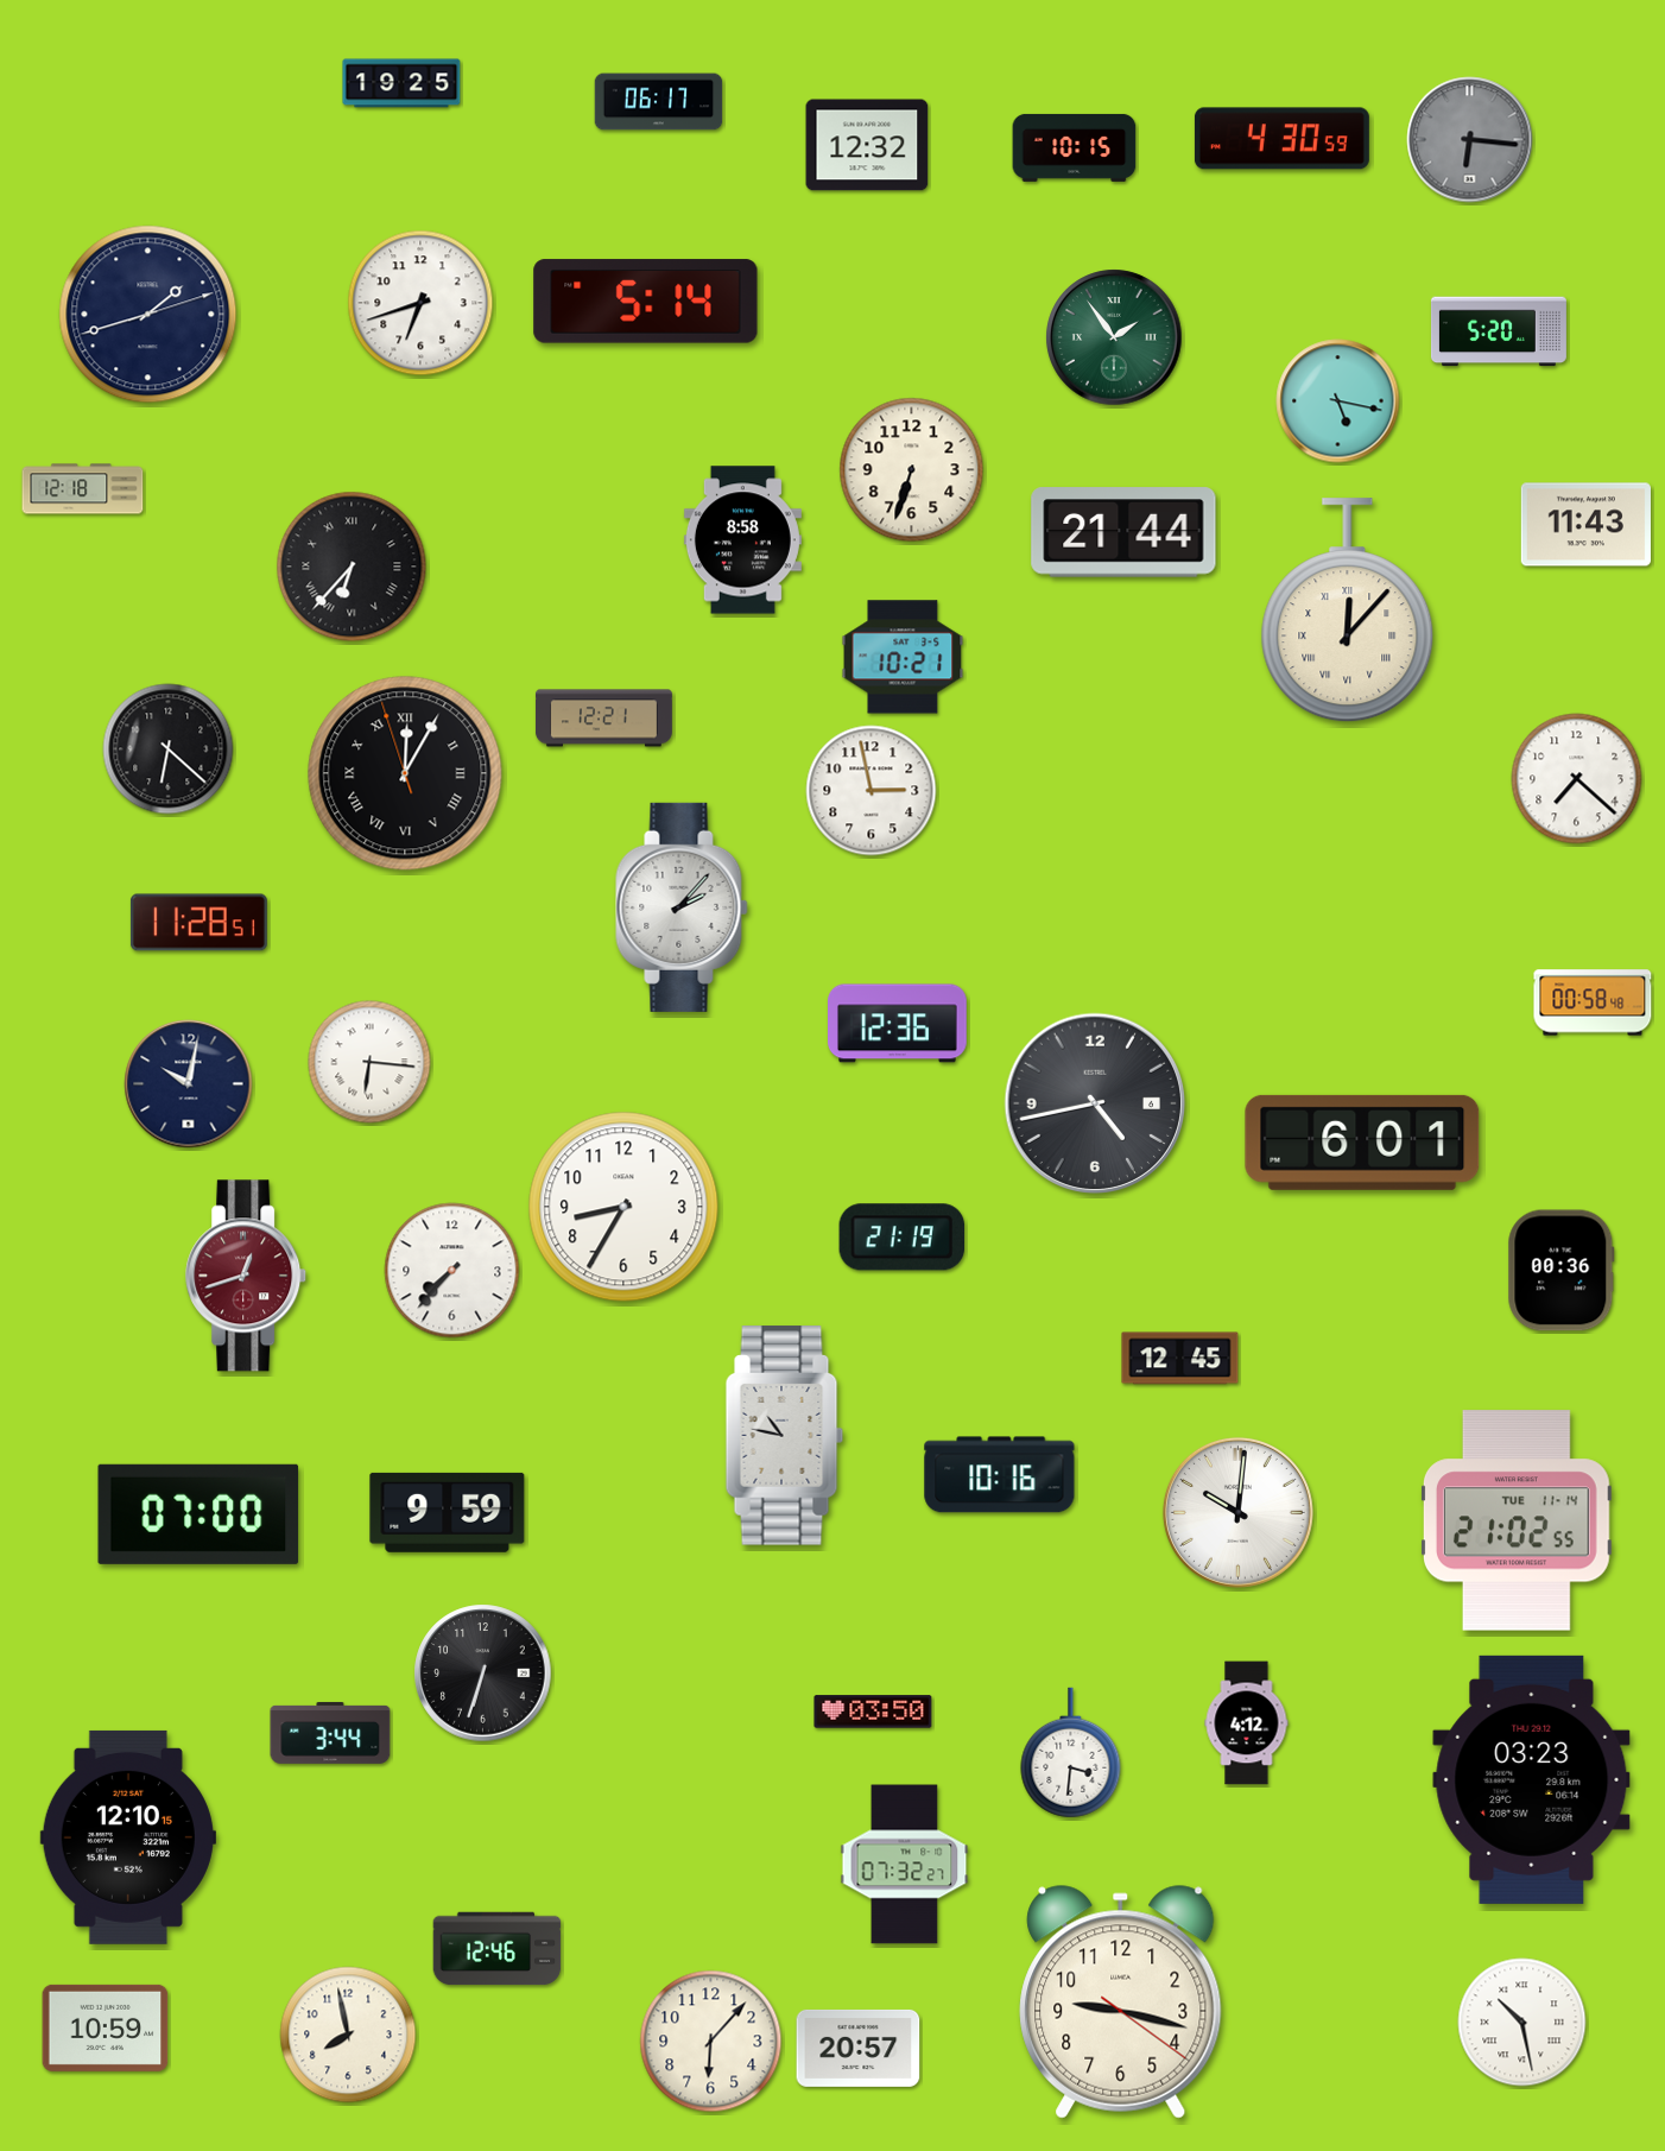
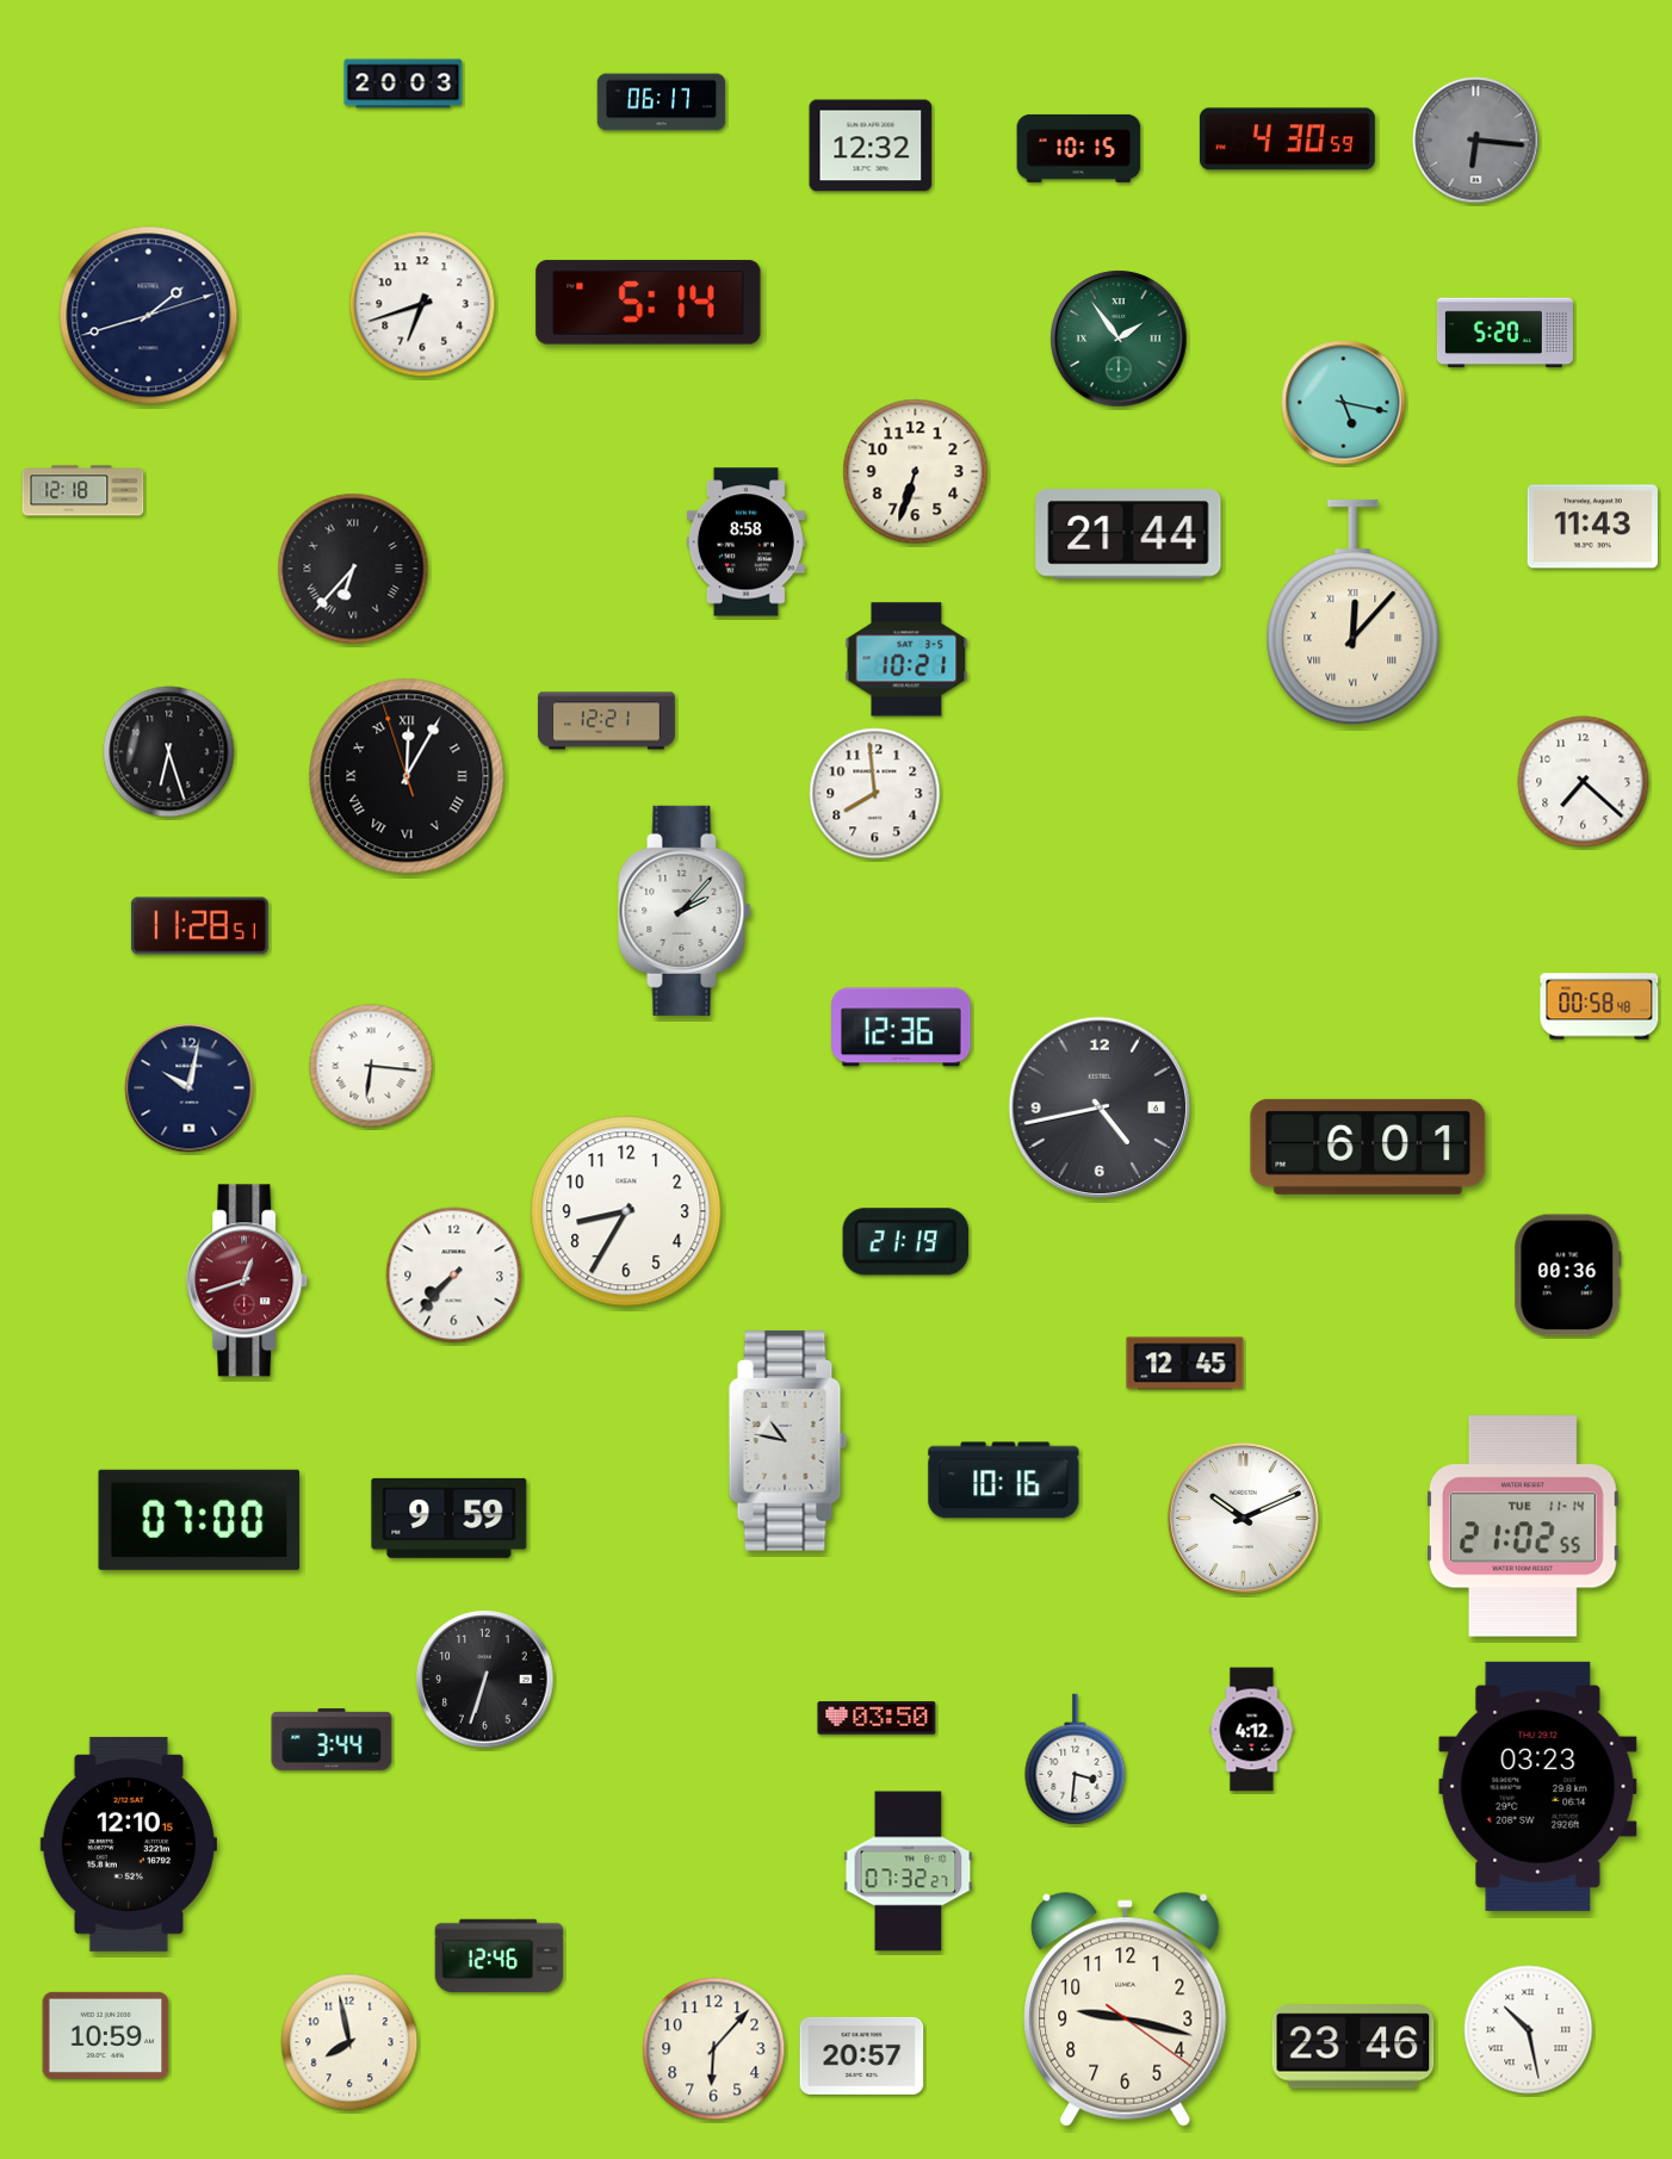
clock at (401, 83): 19:25 -> 20:03
clock at (169, 749): 6:22 -> 6:27
clock at (872, 791): 2:58 -> 7:59
clock at (1237, 1512): 10:01 -> 10:11
clock at (1354, 2047): none -> 23:46
